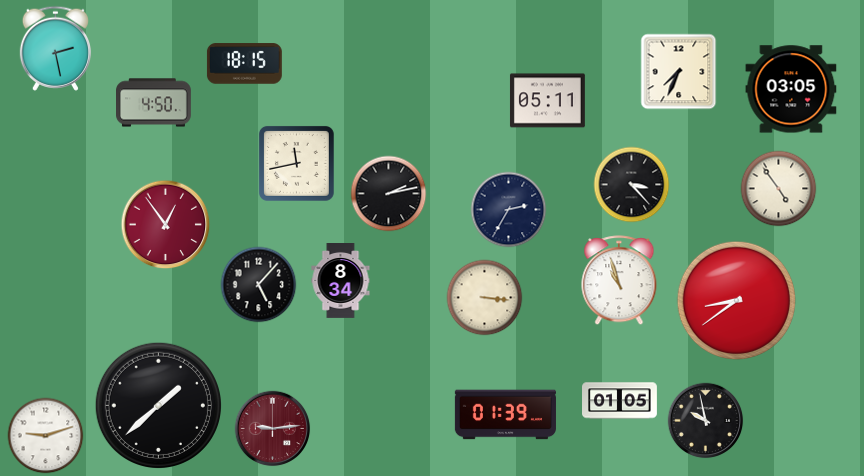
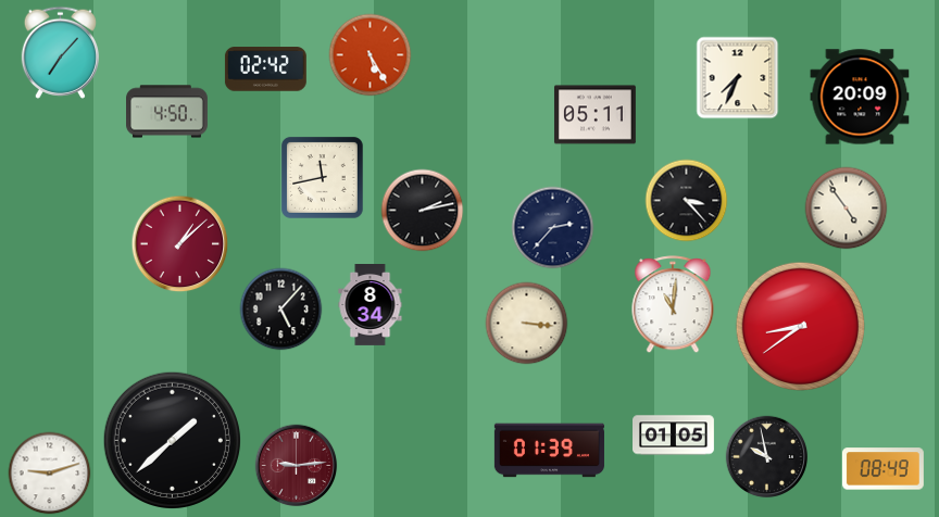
clock at (55, 48): 2:28 -> 7:07
clock at (371, 55): none -> 5:25
clock at (244, 64): 18:15 -> 02:42
clock at (791, 89): 03:05 -> 20:09
clock at (547, 101) position: (547, 101) -> (594, 115)
clock at (779, 189) position: (779, 189) -> (847, 209)
clock at (509, 210): 2:35 -> 2:37
clock at (166, 225): 12:54 -> 1:08
clock at (619, 281): 10:57 -> 11:01
clock at (882, 469): none -> 08:49
